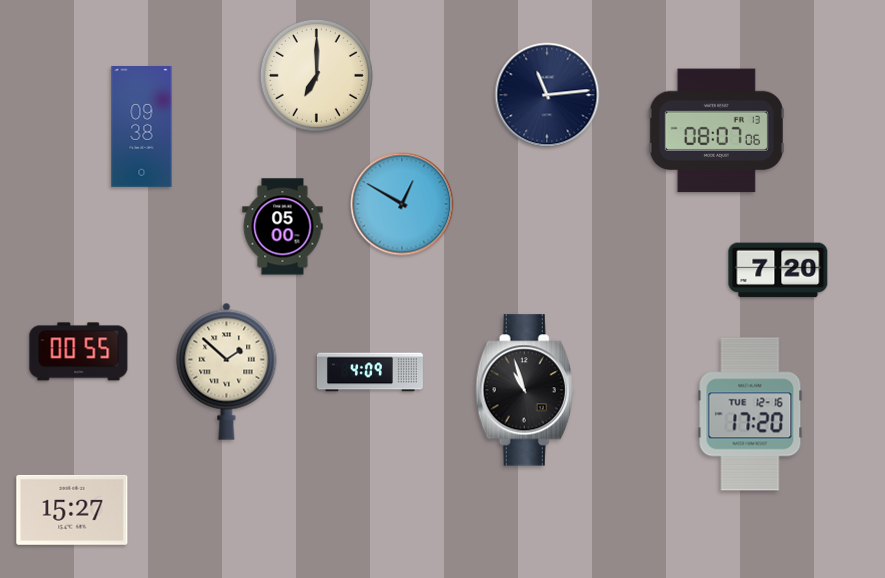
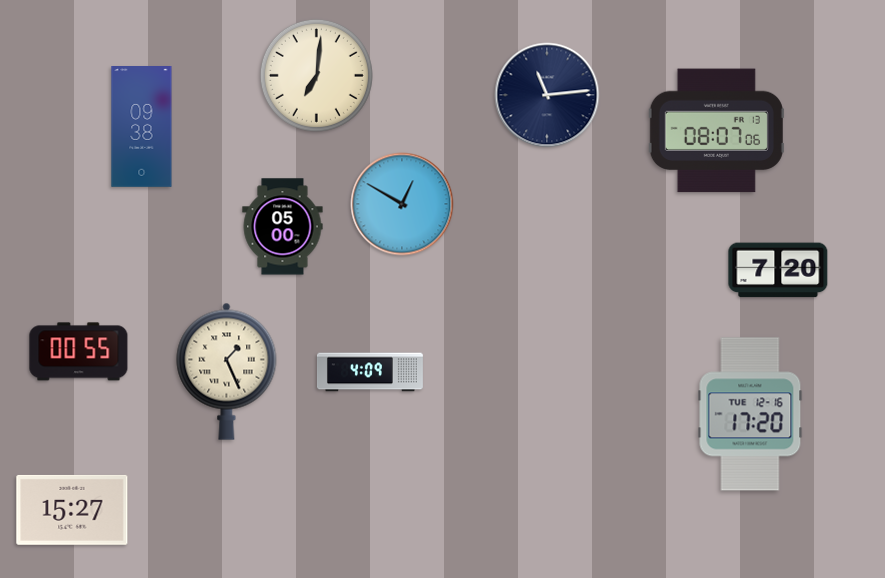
clock at (316, 75): 7:00 -> 7:01
clock at (227, 371): 1:52 -> 1:26
clock at (525, 390): 10:57 -> none
